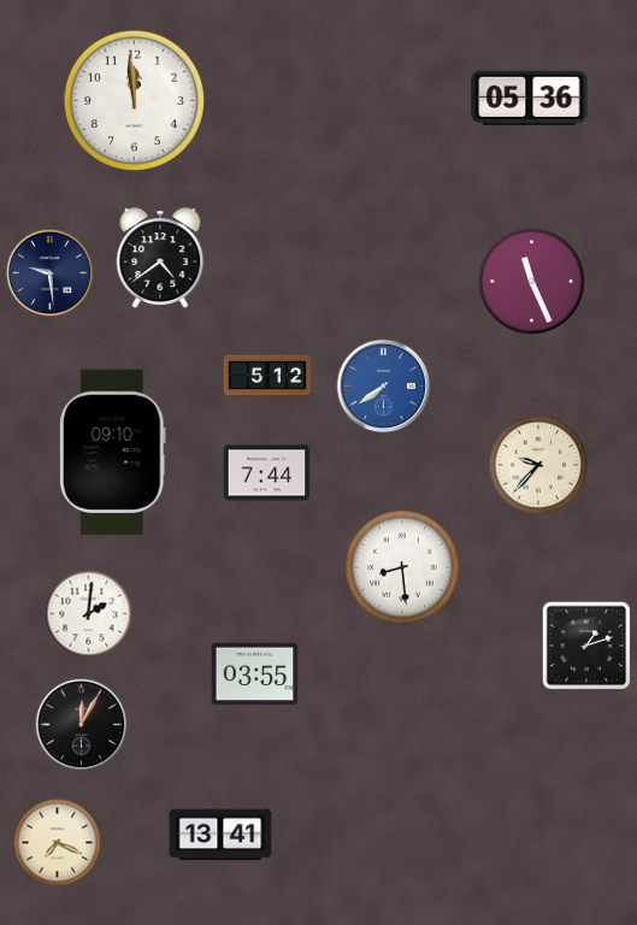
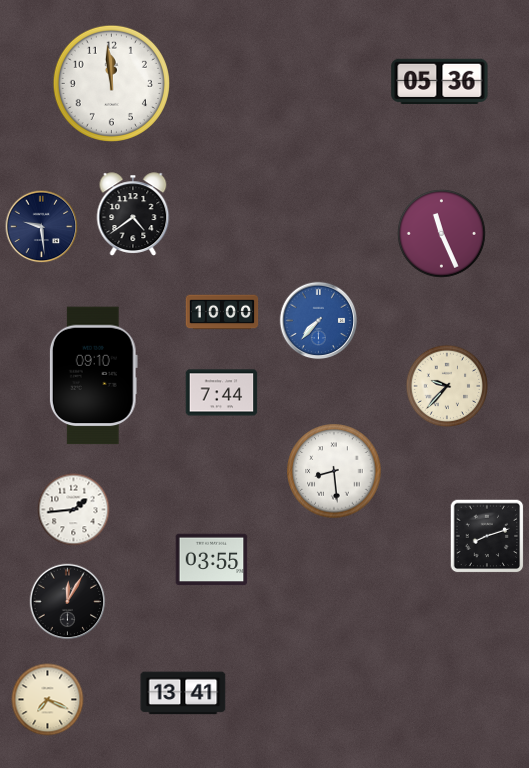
clock at (267, 376): 5:12 -> 10:00
clock at (384, 387): 7:39 -> 7:37
clock at (89, 614): 2:01 -> 1:44
clock at (586, 646): 1:12 -> 8:12
